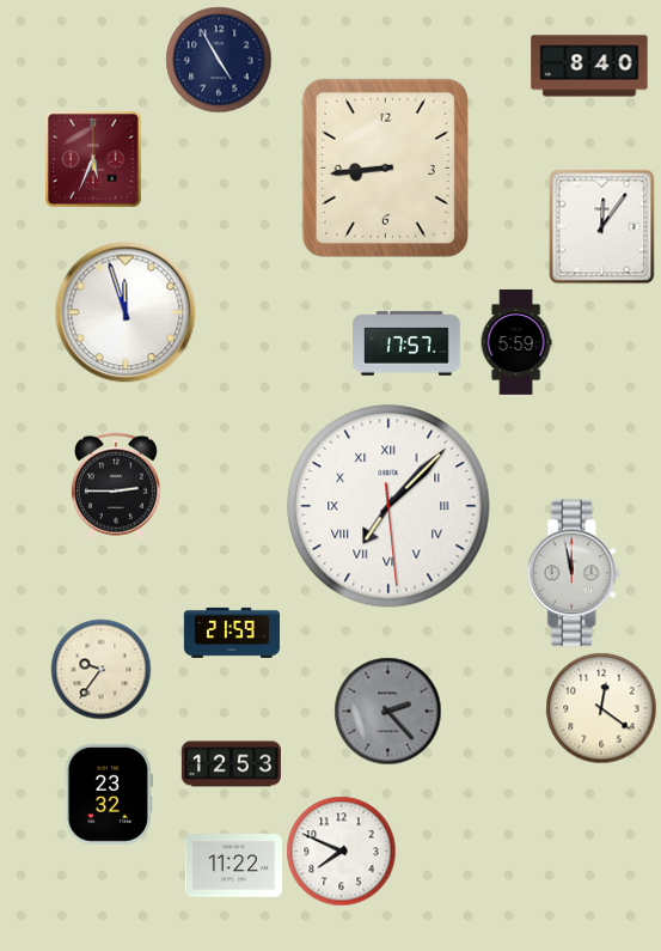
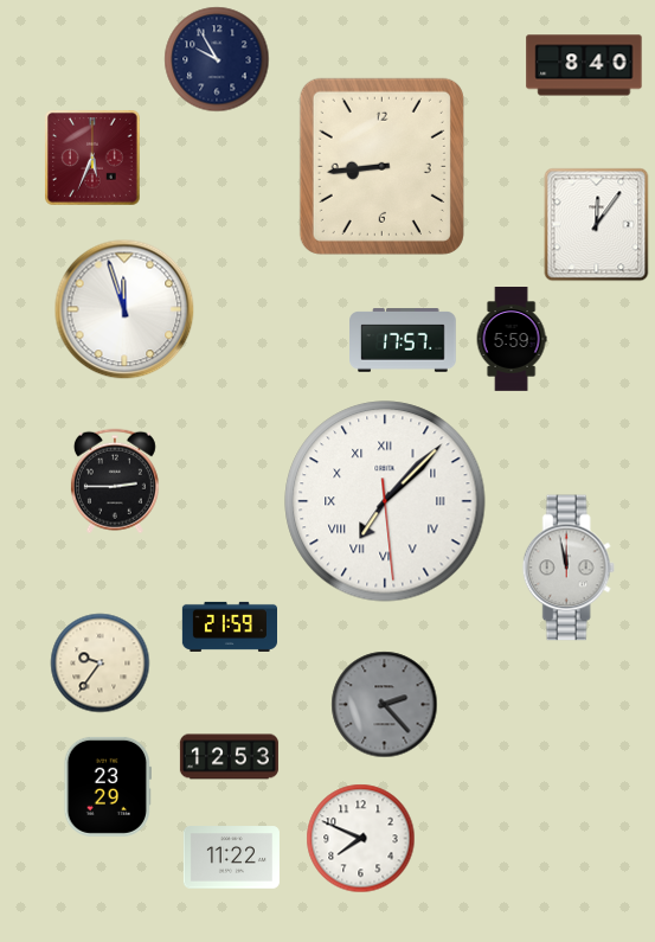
clock at (219, 60): 4:55 -> 9:55
clock at (601, 708): 12:21 -> none
clock at (109, 794): 23:32 -> 23:29
clock at (341, 851) position: (341, 851) -> (360, 838)
